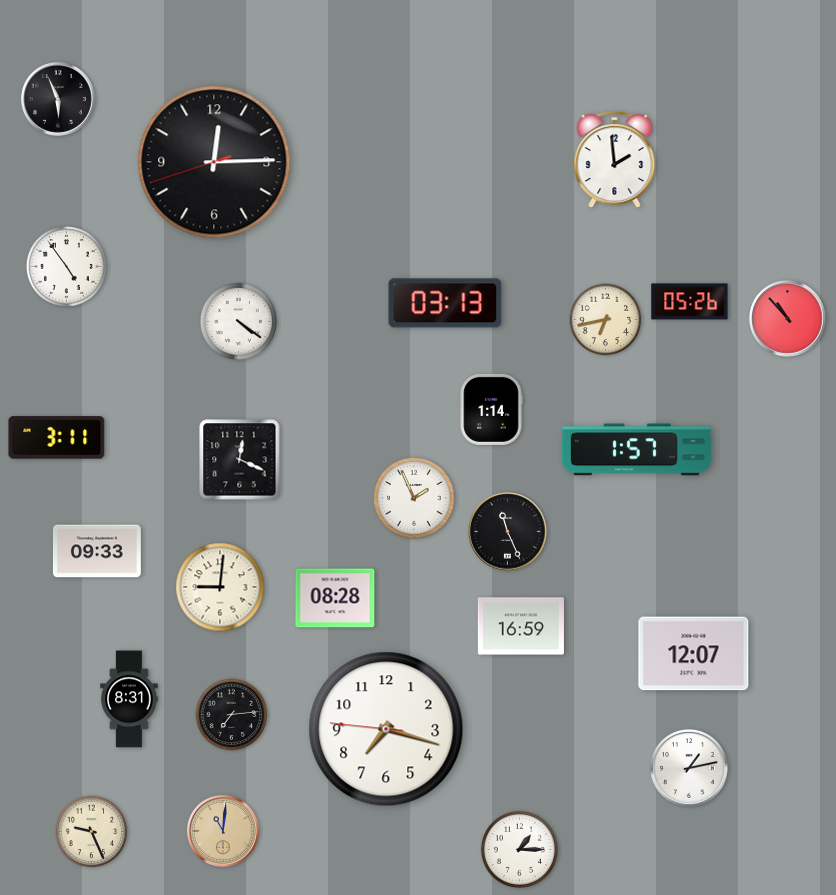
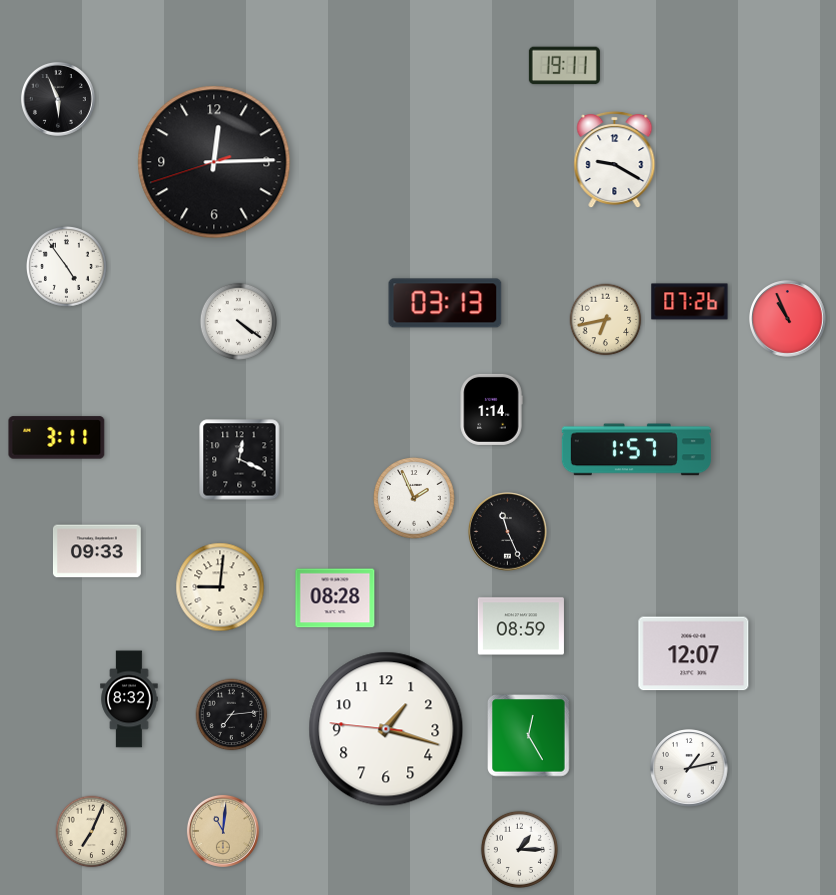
clock at (564, 66): none -> 19:11
clock at (615, 160): 1:59 -> 9:20
clock at (690, 302): 05:26 -> 07:26
clock at (788, 319): 10:53 -> 10:56
clock at (521, 626): 16:59 -> 08:59
clock at (129, 699): 8:31 -> 8:32
clock at (386, 729): 7:17 -> 1:17
clock at (529, 736): none -> 12:25
clock at (92, 832): 9:26 -> 7:04
